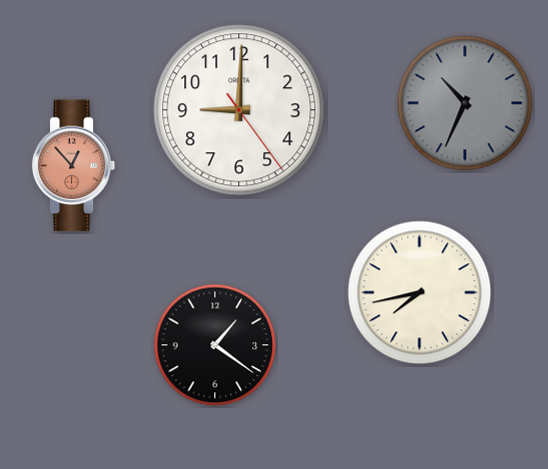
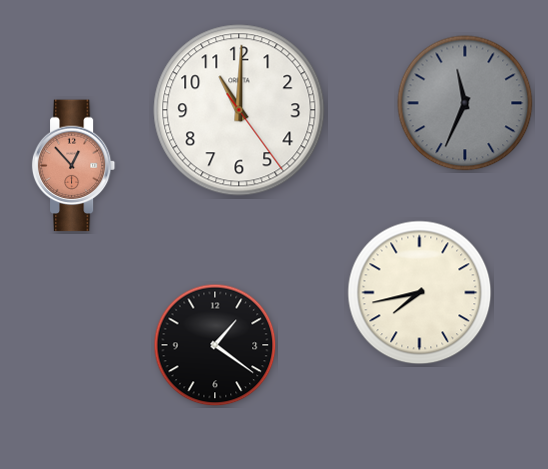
clock at (465, 103): 10:34 -> 11:34
clock at (239, 110): 9:00 -> 11:00
